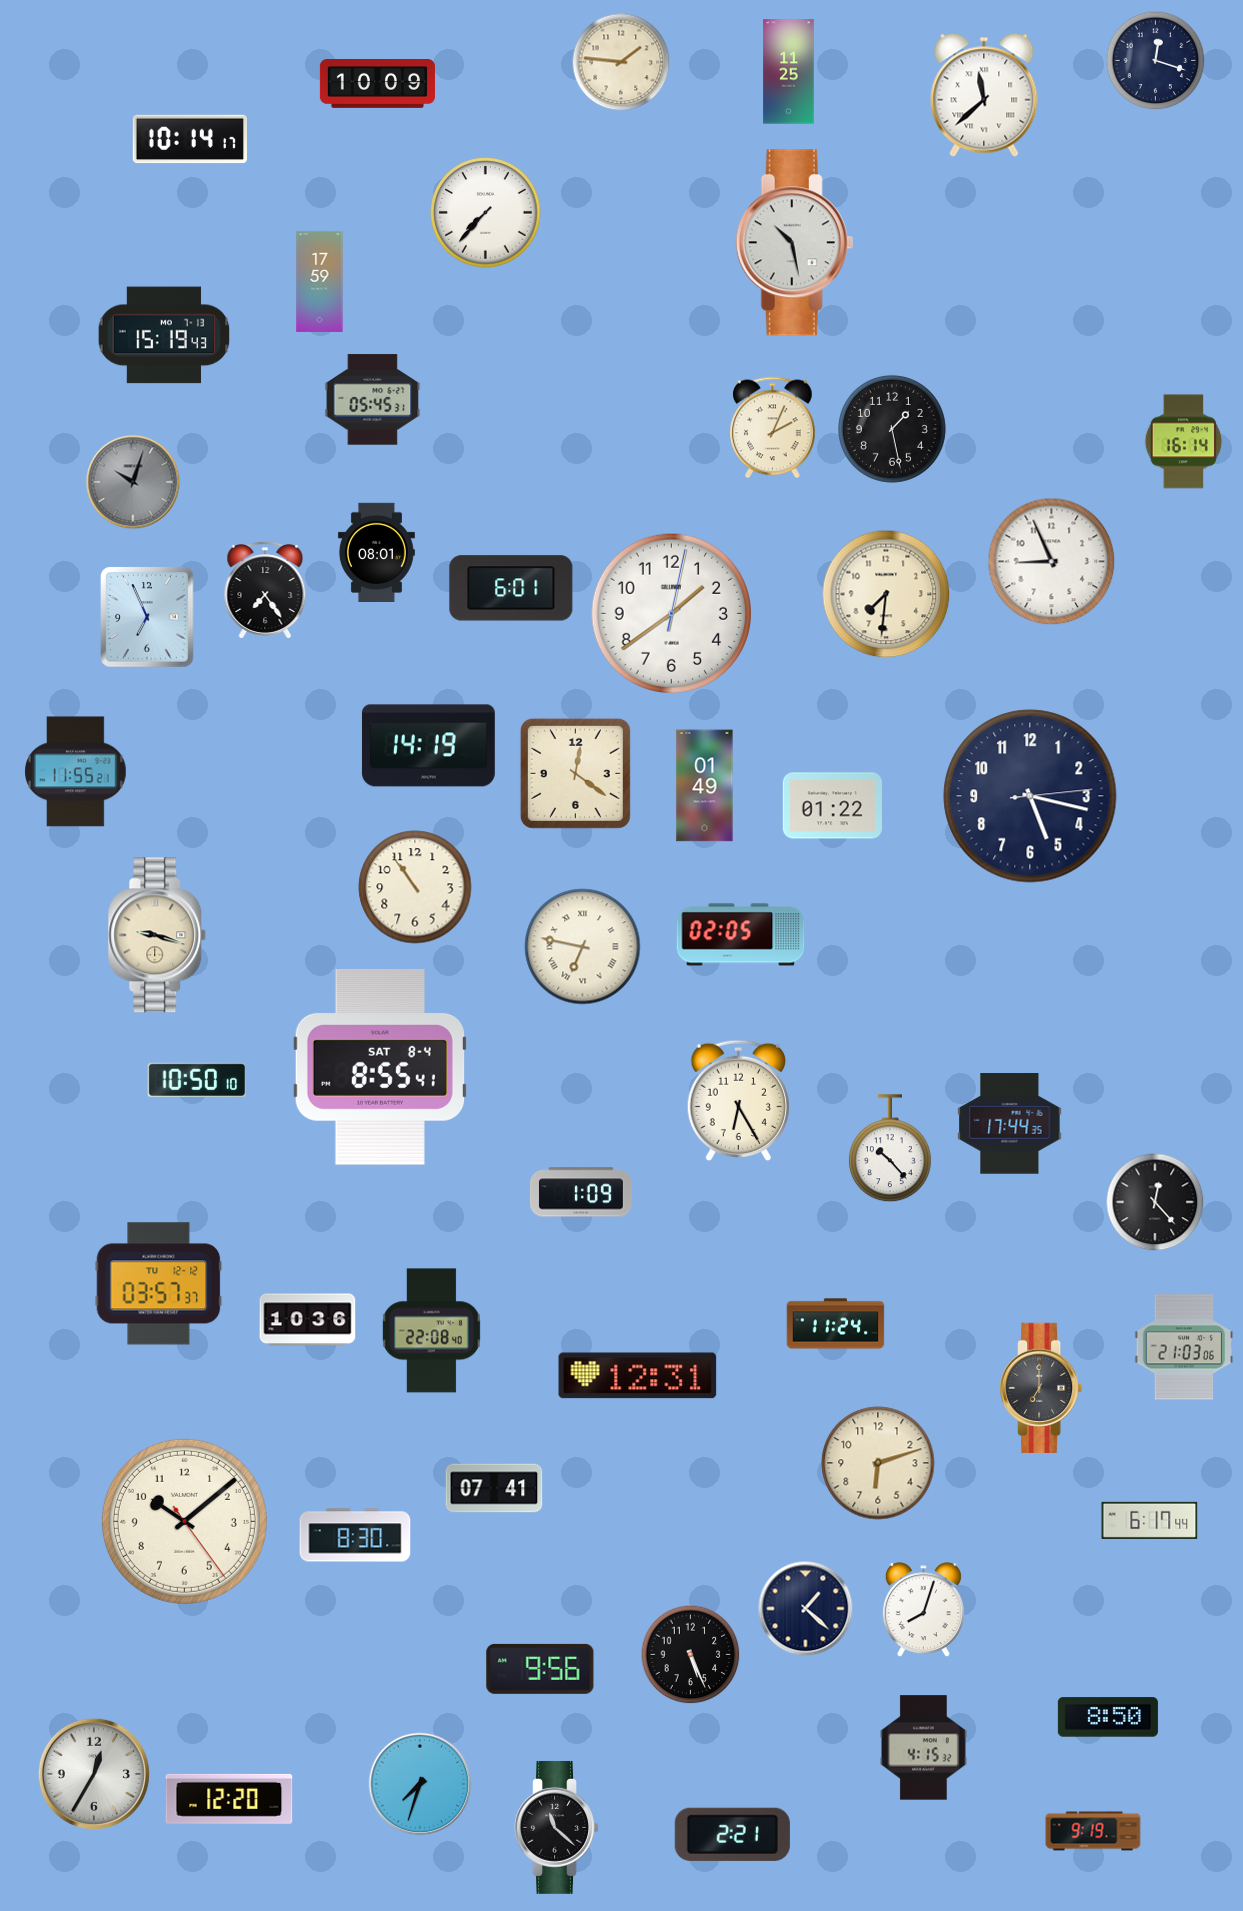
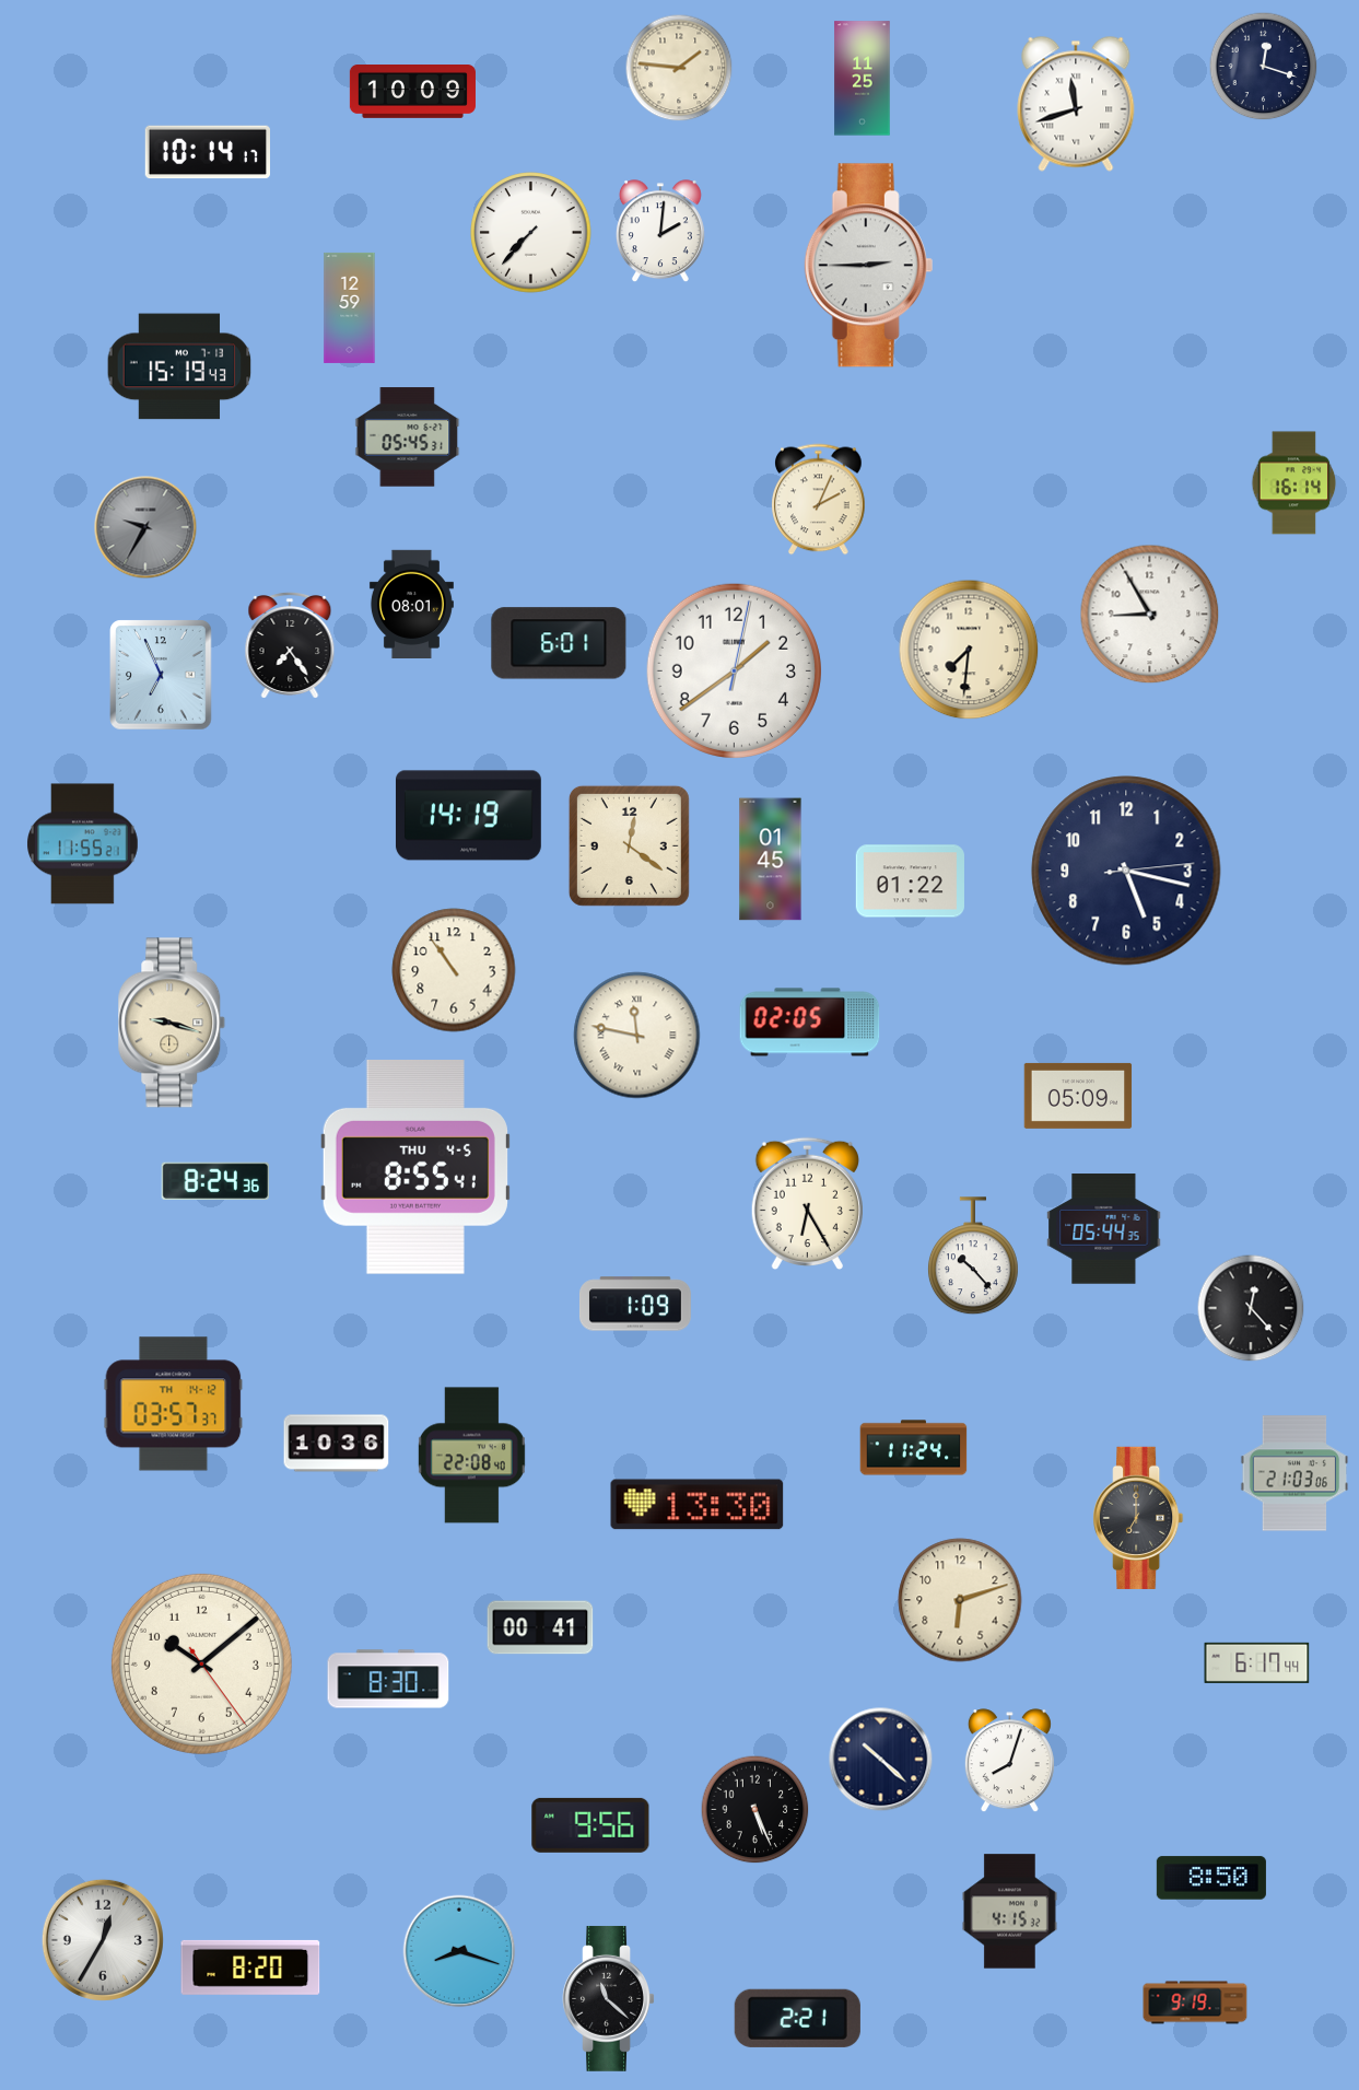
clock at (984, 95): 11:38 -> 11:42
clock at (660, 232): none -> 2:01
clock at (795, 243): 10:28 -> 2:45
clock at (320, 281): 17:59 -> 12:59
clock at (773, 428) position: (773, 428) -> (819, 500)
clock at (892, 429): 1:28 -> none
clock at (133, 482): 10:03 -> 9:35
clock at (1052, 562): 8:56 -> 8:55
clock at (705, 786): 01:49 -> 01:45
clock at (583, 947): 6:47 -> 11:47
clock at (1078, 1096): none -> 05:09
clock at (380, 1067) date: SAT 8-4 -> THU 4-5
clock at (196, 1080): 10:50 -> 8:24
clock at (1010, 1124): 17:44 -> 05:44
clock at (1155, 1202) position: (1155, 1202) -> (1251, 1308)
clock at (159, 1284) date: TU 12-12 -> TH 14-12
clock at (638, 1376): 12:31 -> 13:30
clock at (494, 1488): 07:41 -> 00:41
clock at (806, 1609): 1:22 -> 10:22
clock at (420, 1784): 7:33 -> 8:18
clock at (229, 1799): 12:20 -> 8:20
clock at (732, 1834) position: (732, 1834) -> (797, 2018)
